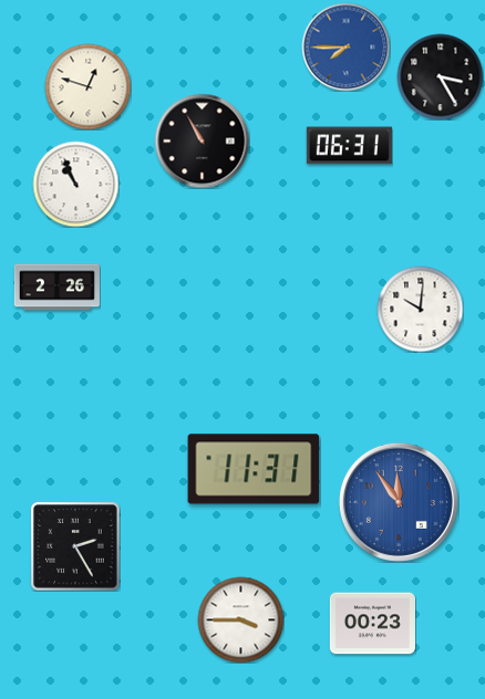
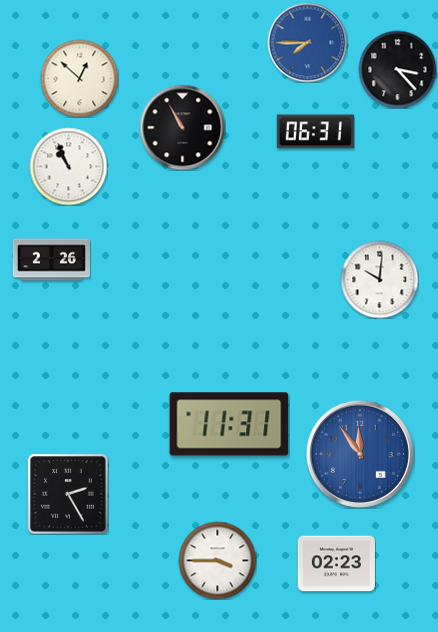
clock at (345, 46) position: (345, 46) -> (307, 42)
clock at (440, 76): 3:25 -> 3:23
clock at (87, 86): 12:48 -> 12:52
clock at (372, 624): 00:23 -> 02:23
